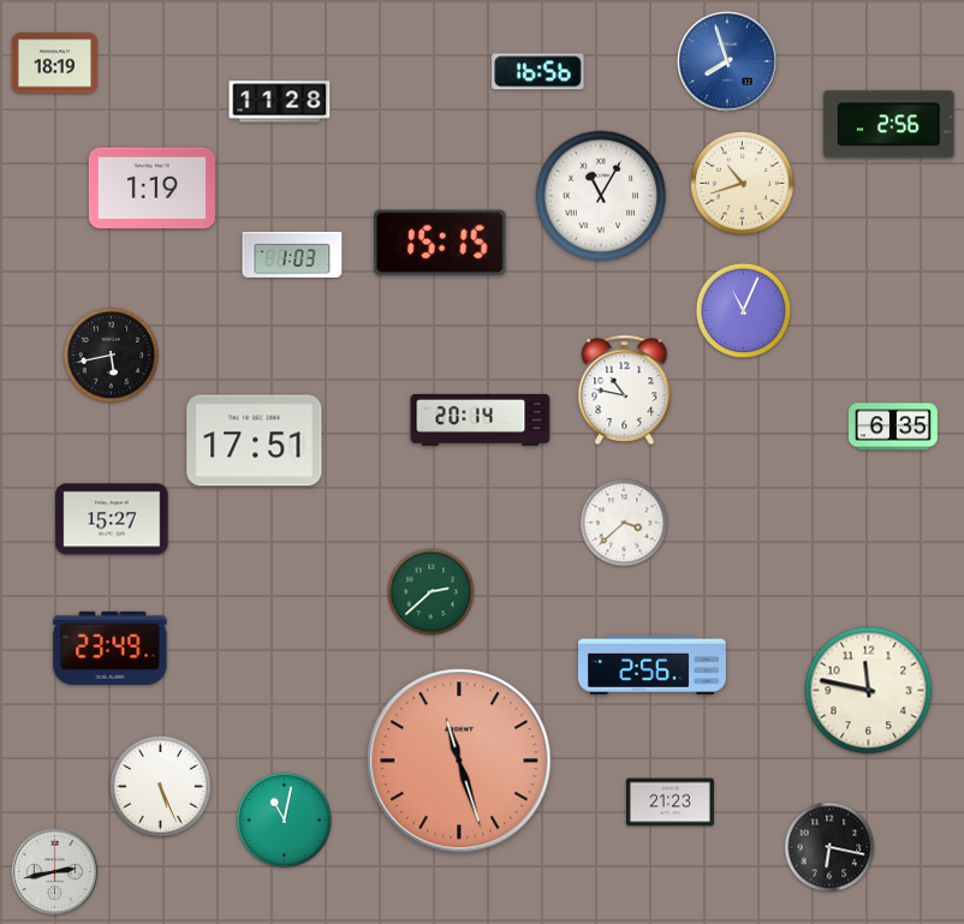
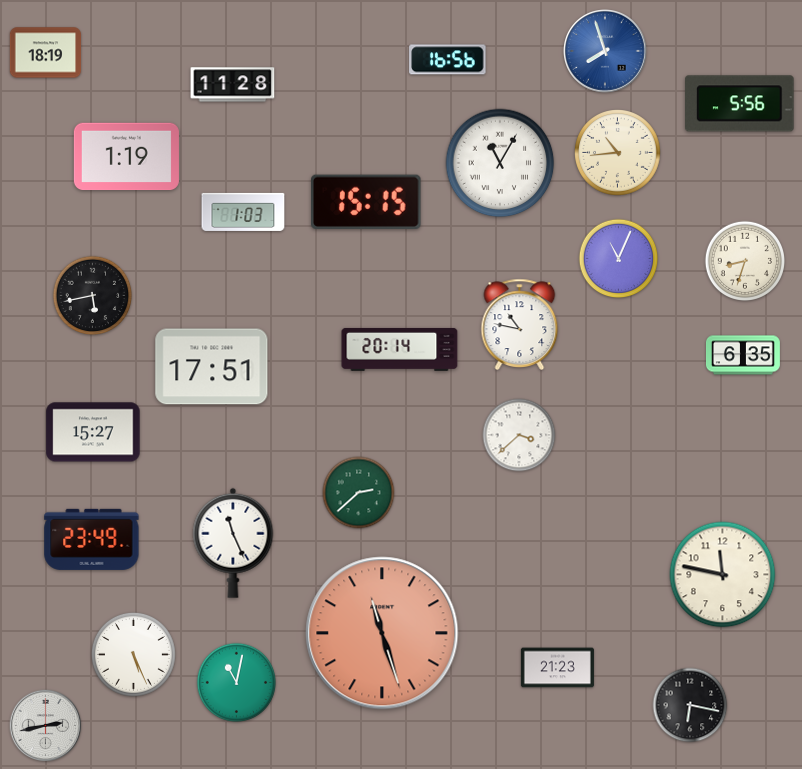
clock at (889, 125): 2:56 -> 5:56
clock at (743, 184): 10:42 -> 10:44
clock at (744, 260): none -> 8:33
clock at (233, 543): none -> 11:26
clock at (651, 664): 2:56 -> none
